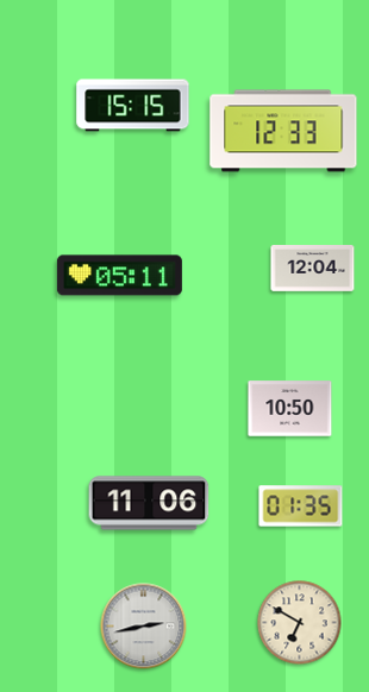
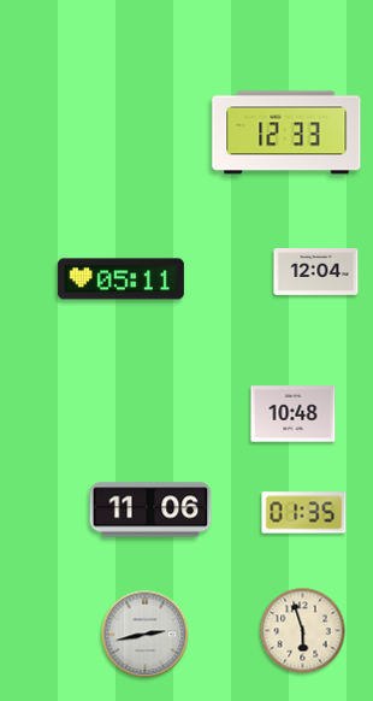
clock at (133, 106): 15:15 -> none
clock at (290, 409): 10:50 -> 10:48
clock at (300, 623): 6:50 -> 5:57
